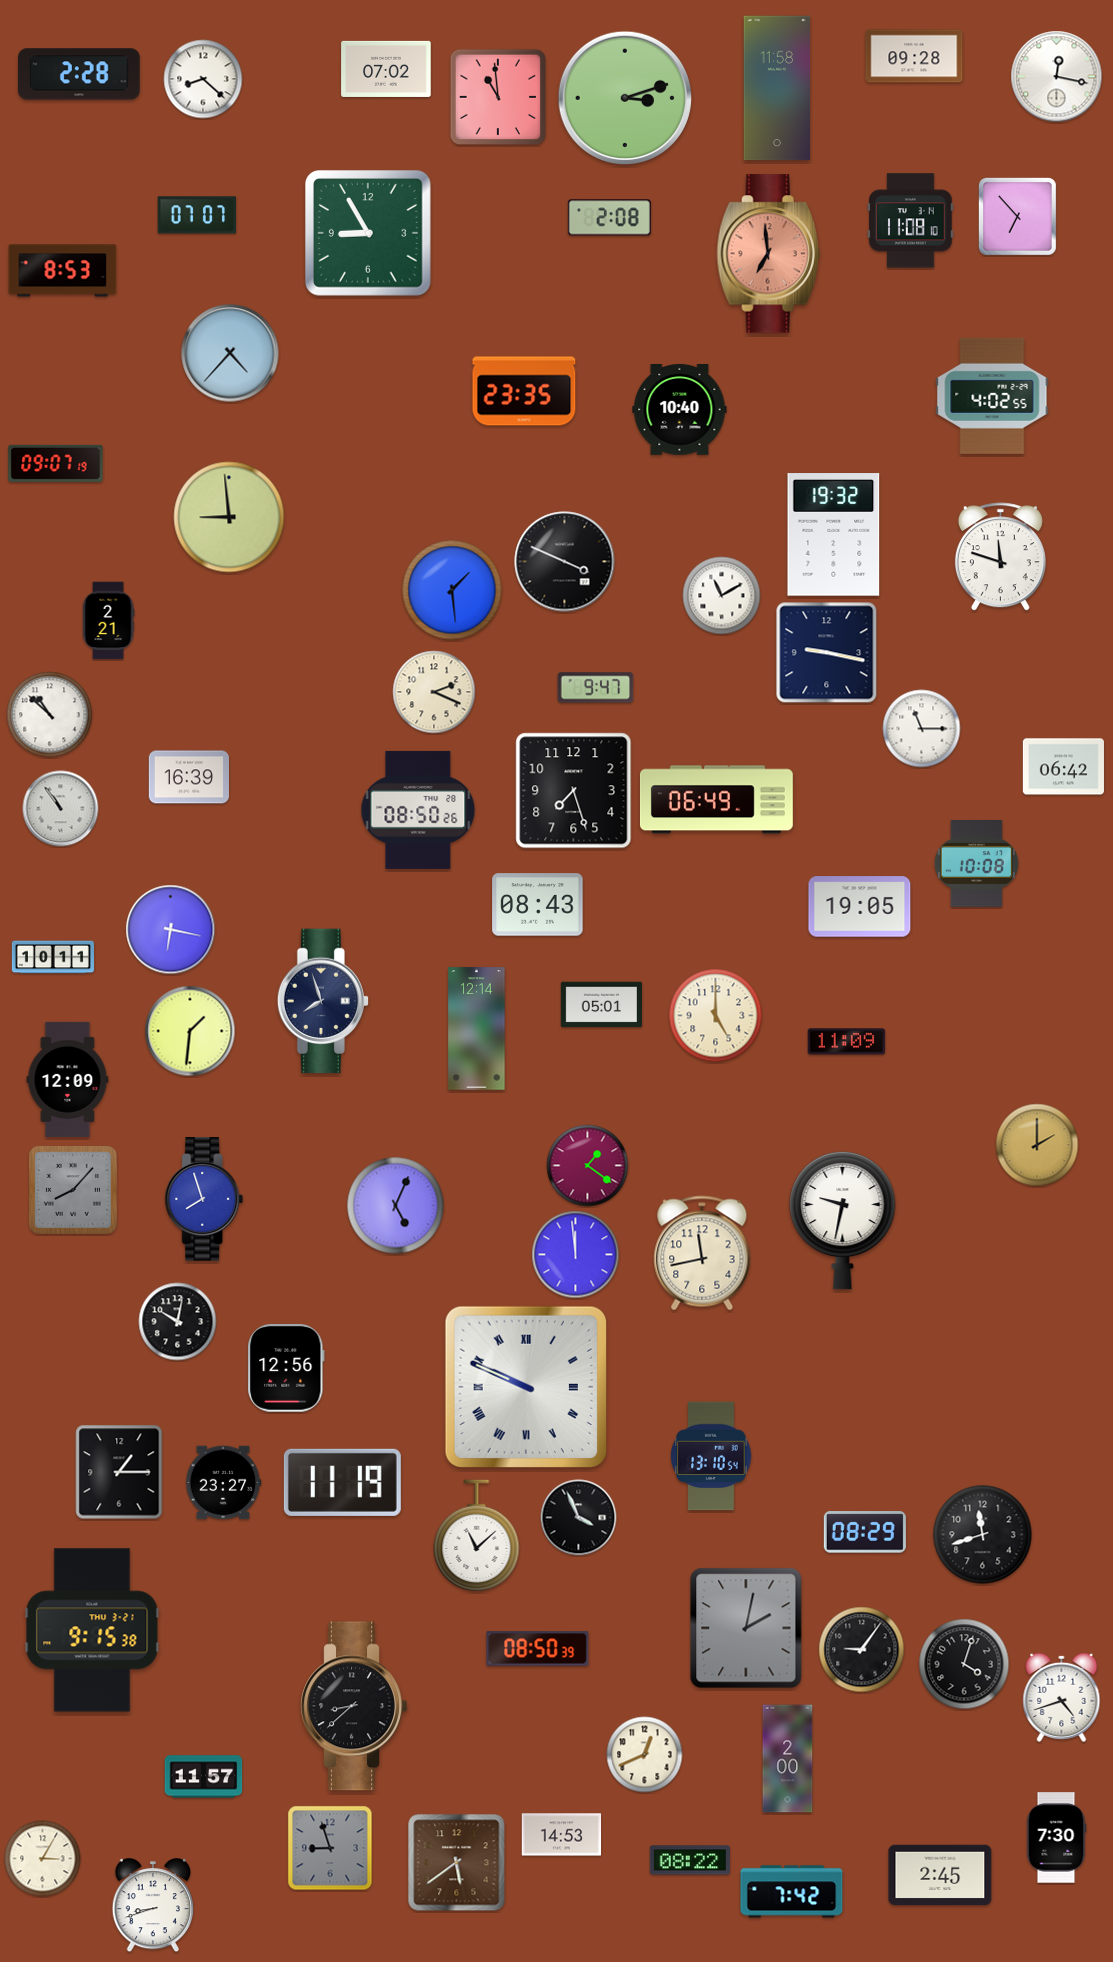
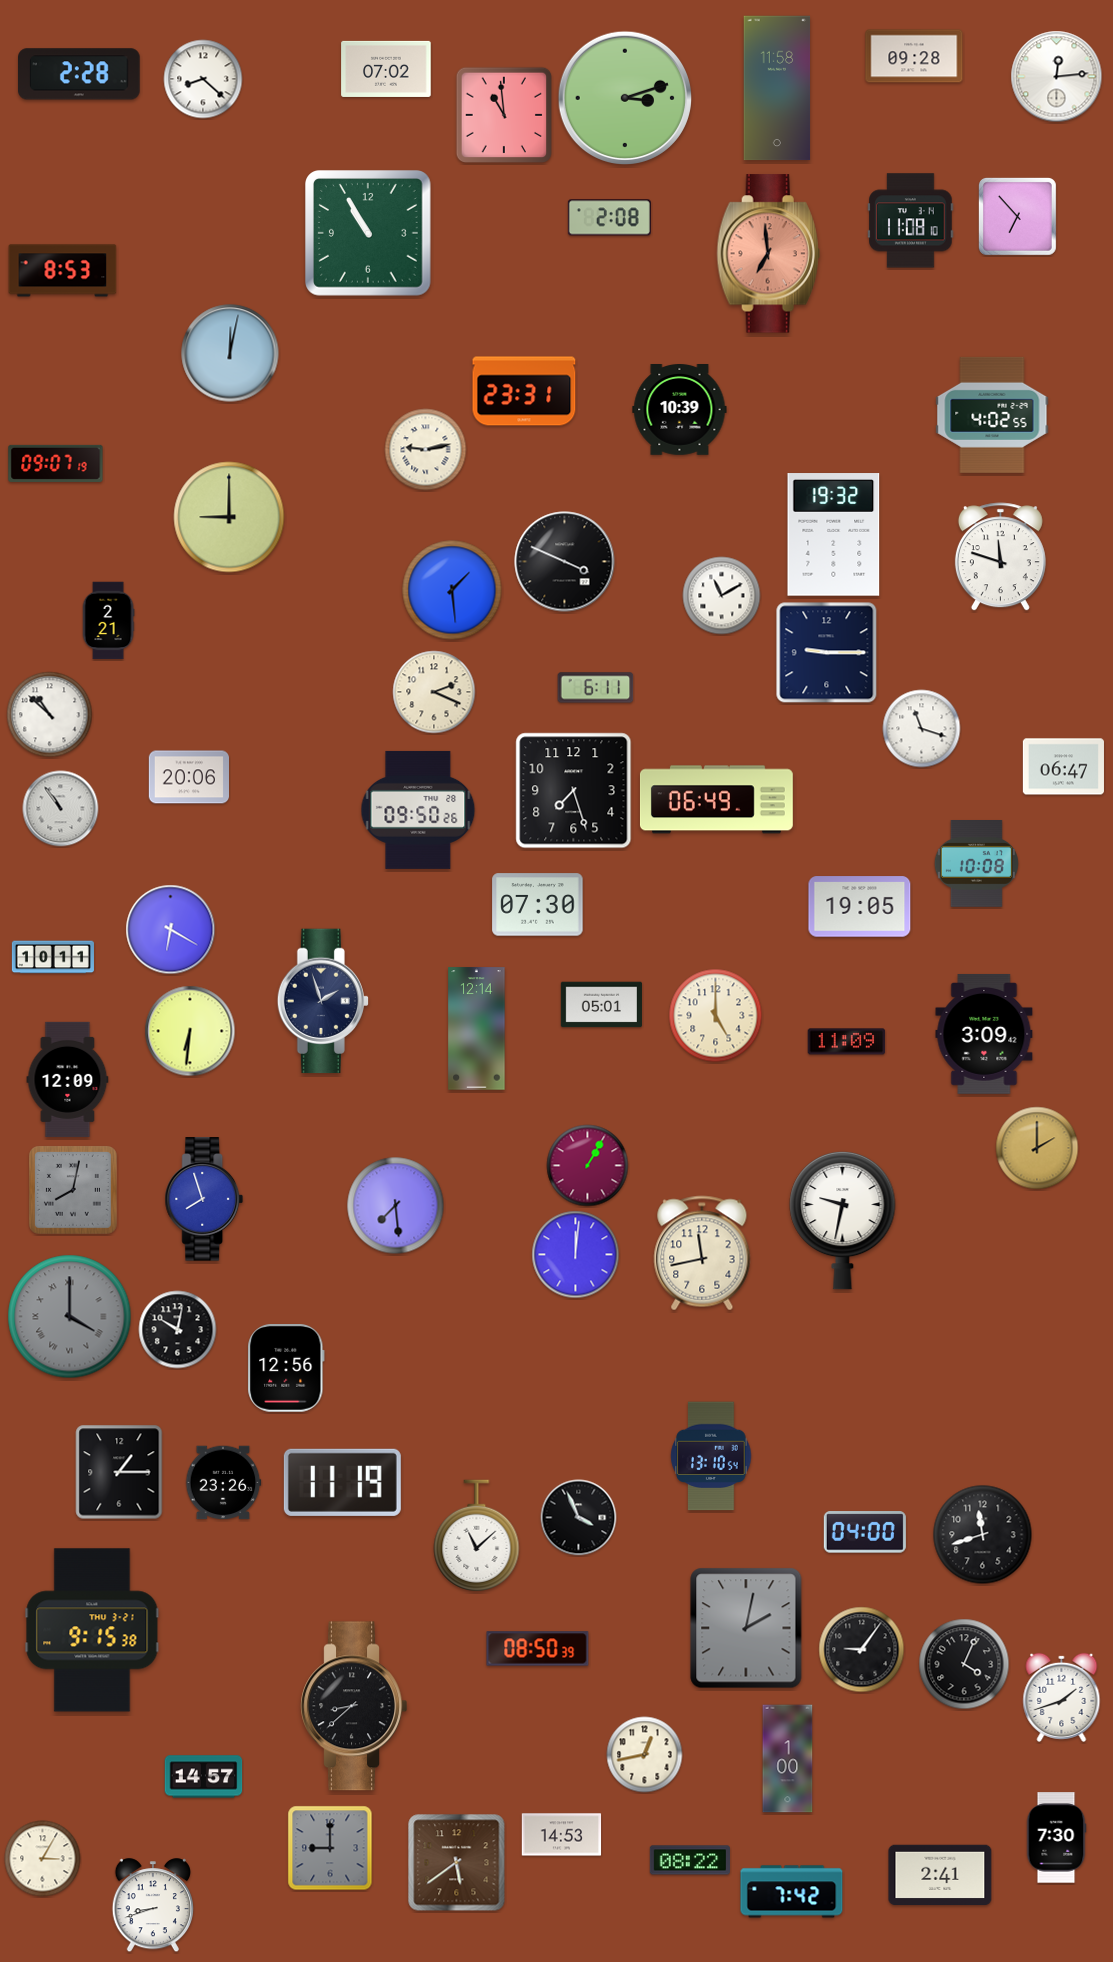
clock at (1057, 77): 12:17 -> 12:14
clock at (498, 97) position: (498, 97) -> (504, 115)
clock at (197, 215): 07:07 -> none
clock at (369, 234): 8:55 -> 10:55
clock at (230, 353): 4:37 -> 12:02
clock at (524, 391): 23:35 -> 23:31
clock at (992, 396) position: (992, 396) -> (992, 415)
clock at (680, 410): 10:40 -> 10:39
clock at (426, 450): none -> 9:13
clock at (229, 517): 8:59 -> 9:00
clock at (827, 653): 9:17 -> 9:15
clock at (596, 688): 9:47 -> 6:11
clock at (922, 729): 11:15 -> 11:18
clock at (1063, 767): 06:42 -> 06:47
clock at (188, 777): 16:39 -> 20:06
clock at (418, 810): 08:50 -> 09:50
clock at (538, 905): 08:43 -> 07:30
clock at (171, 930): 6:17 -> 6:20
clock at (322, 1001): 7:57 -> 1:57
clock at (190, 1031): 1:31 -> 6:31
clock at (984, 1034): none -> 3:09
clock at (1037, 1145) position: (1037, 1145) -> (1037, 1148)
clock at (588, 1166): 1:21 -> 1:05
clock at (73, 1190): 8:07 -> 8:02
clock at (396, 1206): 5:04 -> 7:29
clock at (576, 1255): 11:59 -> 12:01
clock at (70, 1317): none -> 4:00
clock at (178, 1322) position: (178, 1322) -> (178, 1330)
clock at (526, 1387): 9:49 -> none
clock at (223, 1483): 23:27 -> 23:26
clock at (865, 1532): 08:29 -> 04:00
clock at (964, 1664): 4:03 -> 4:04
clock at (1062, 1697): 4:42 -> 1:42
clock at (645, 1755): 12:41 -> 12:43
clock at (788, 1759): 2:00 -> 1:00
clock at (204, 1777): 11:57 -> 14:57
clock at (330, 1848): 8:57 -> 9:00
clock at (940, 1875): 2:45 -> 2:41
